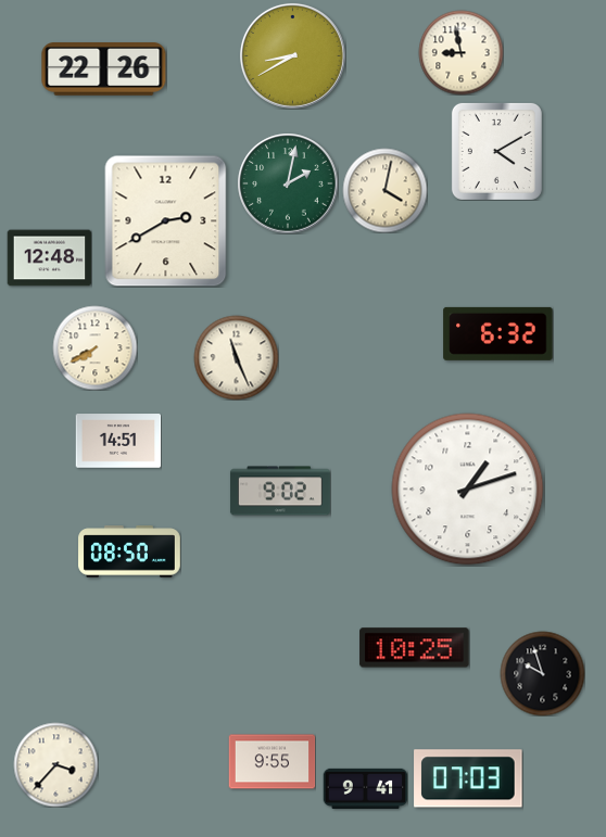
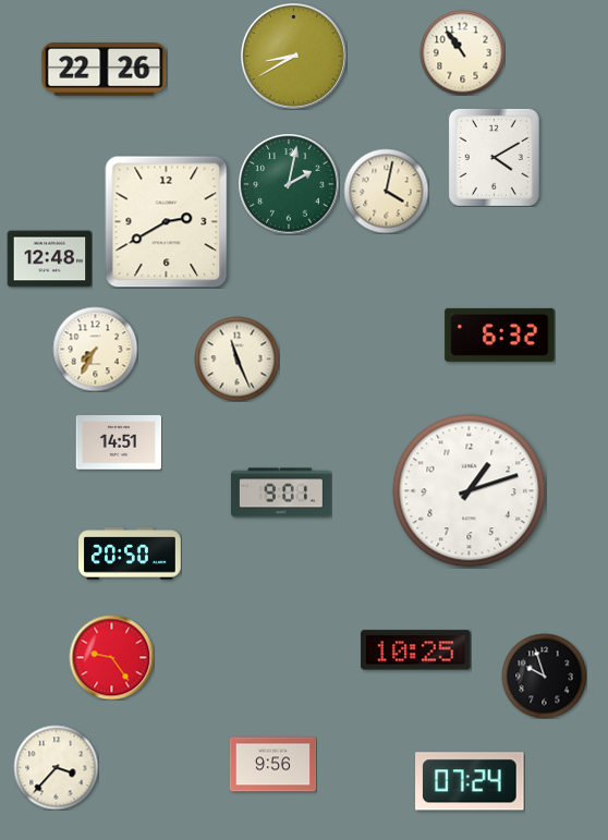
clock at (460, 52): 8:58 -> 10:54
clock at (496, 151) position: (496, 151) -> (494, 157)
clock at (94, 347): 7:40 -> 7:35
clock at (280, 491): 9:02 -> 9:01
clock at (129, 551): 08:50 -> 20:50
clock at (111, 657): none -> 9:24
clock at (272, 762): 9:55 -> 9:56
clock at (468, 778): 07:03 -> 07:24
clock at (365, 788): 9:41 -> none
